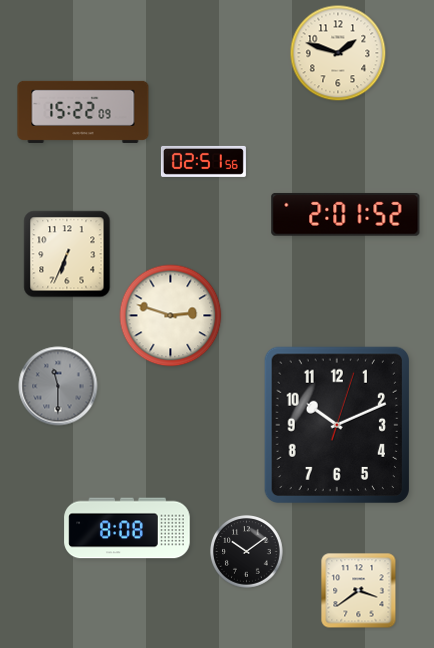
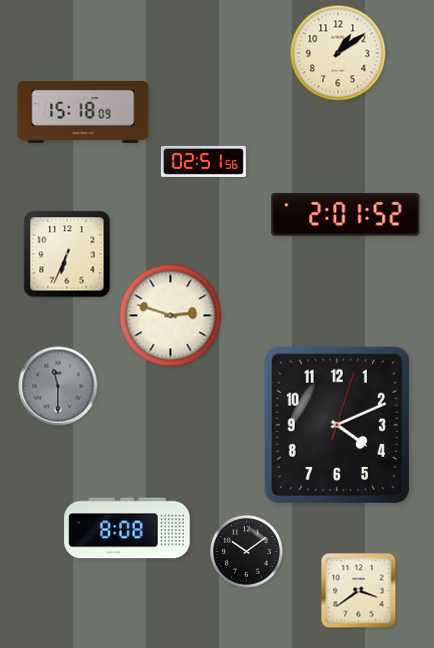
clock at (338, 53): 1:48 -> 1:09
clock at (83, 112): 15:22 -> 15:18
clock at (336, 424): 10:11 -> 4:11
